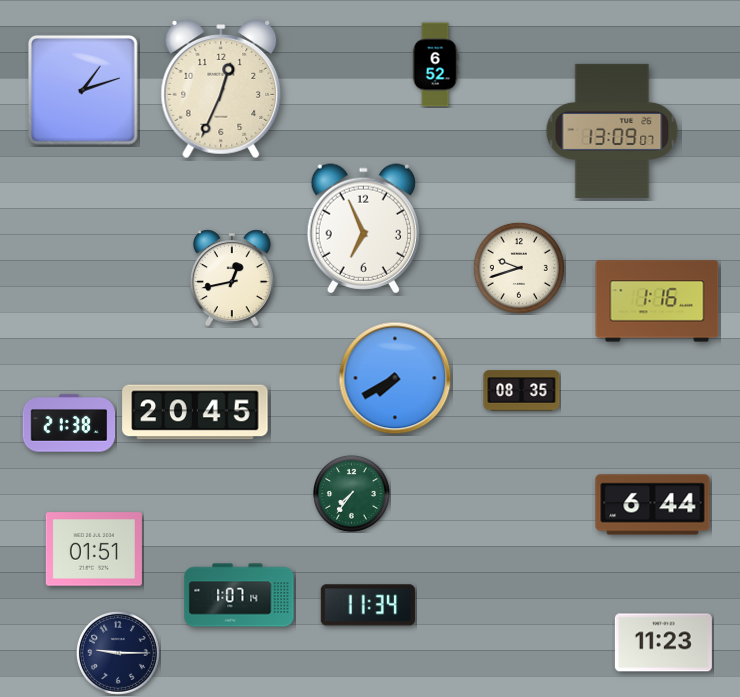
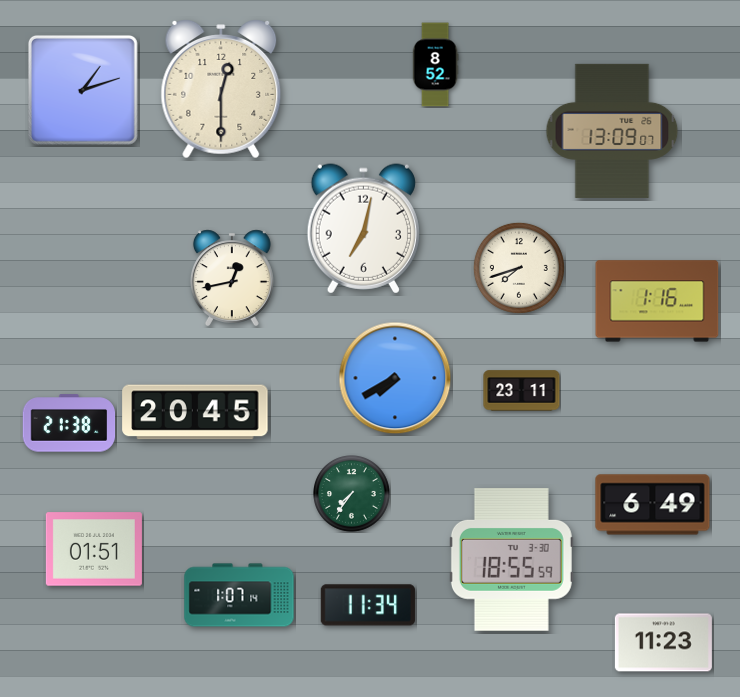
clock at (435, 65): 6:52 -> 8:52
clock at (221, 90): 12:34 -> 12:30
clock at (363, 229): 6:56 -> 7:02
clock at (519, 268): 9:42 -> 7:42
clock at (522, 391): 08:35 -> 23:11
clock at (653, 505): 6:44 -> 6:49
clock at (511, 560): none -> 18:55
clock at (118, 653): 9:15 -> none
